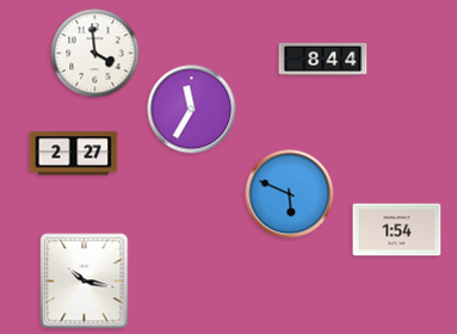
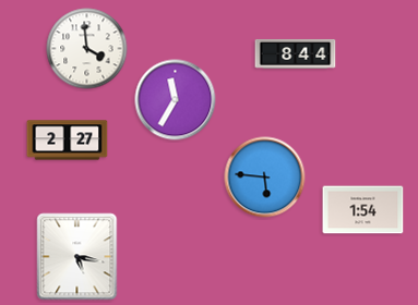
clock at (290, 194): 5:49 -> 5:46
clock at (85, 282): 10:17 -> 5:17
